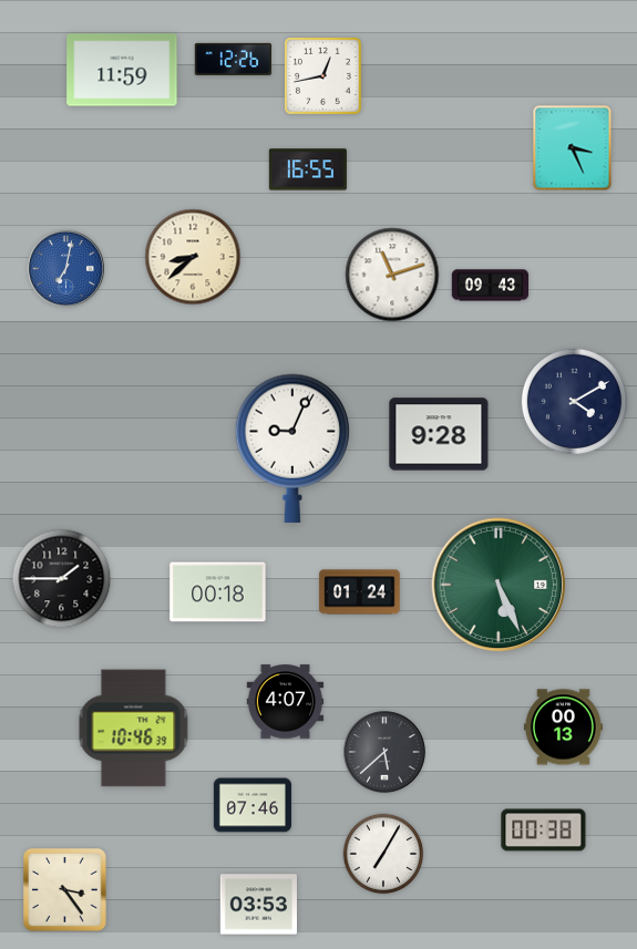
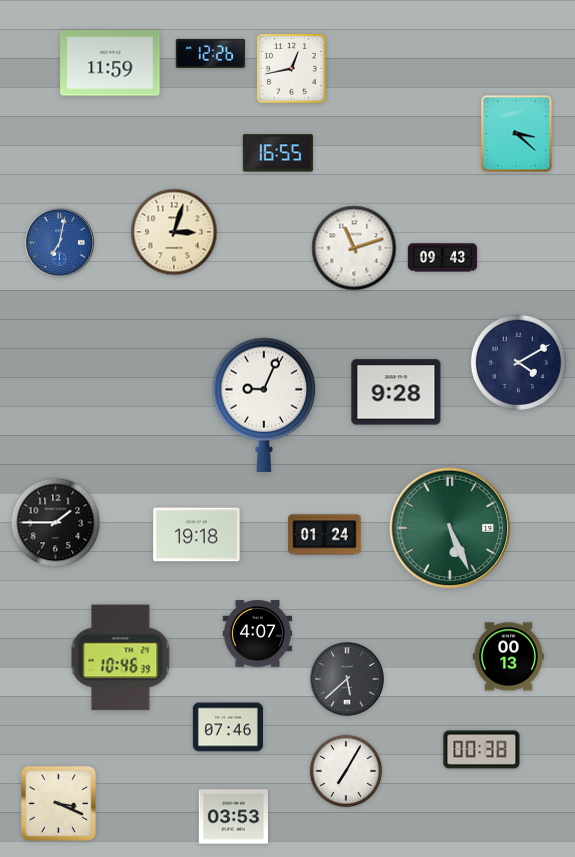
clock at (573, 148): 3:26 -> 3:22
clock at (193, 257): 8:38 -> 3:03
clock at (218, 592): 00:18 -> 19:18
clock at (544, 831) position: (544, 831) -> (482, 750)
clock at (65, 890): 3:24 -> 3:19
